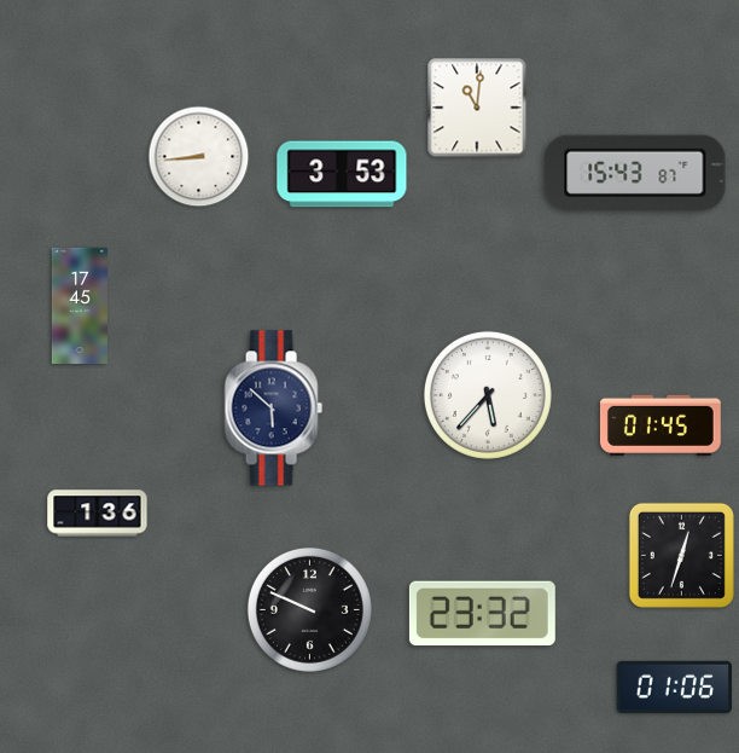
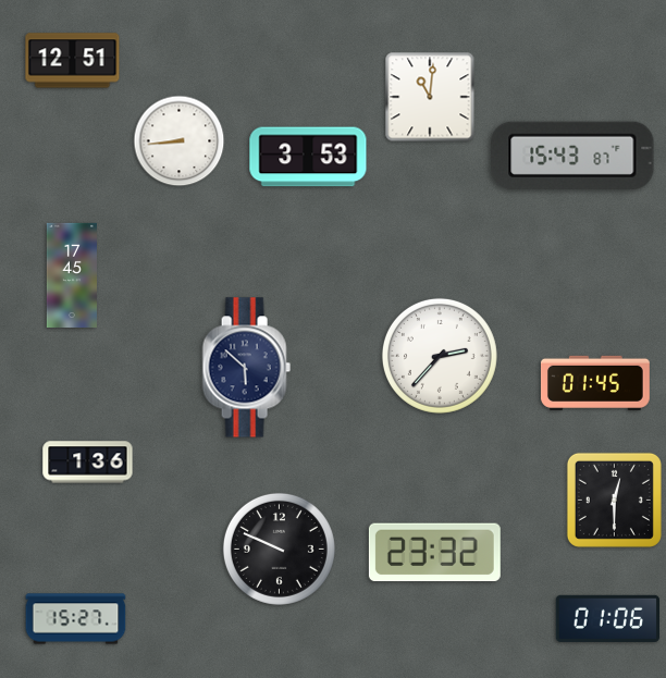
clock at (73, 61): none -> 12:51
clock at (488, 395): 5:37 -> 2:37
clock at (681, 555): 12:33 -> 12:30
clock at (76, 619): none -> 15:27
